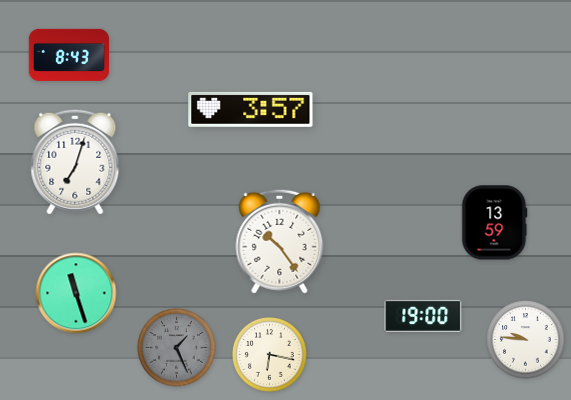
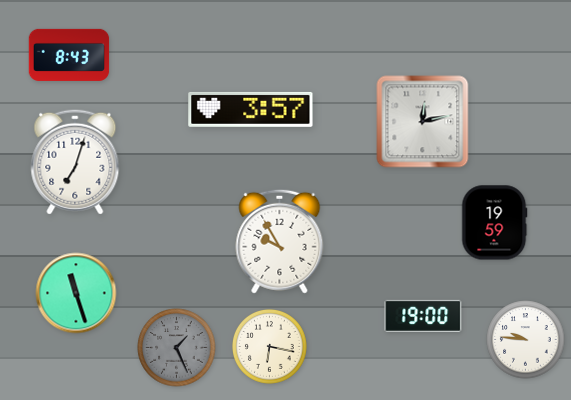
clock at (423, 122): none -> 12:13
clock at (494, 223): 13:59 -> 19:59
clock at (280, 241): 10:24 -> 9:55
clock at (270, 355) position: (270, 355) -> (270, 347)
